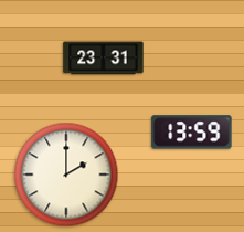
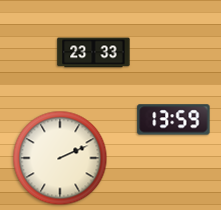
clock at (104, 59): 23:31 -> 23:33
clock at (66, 175): 2:00 -> 2:11
